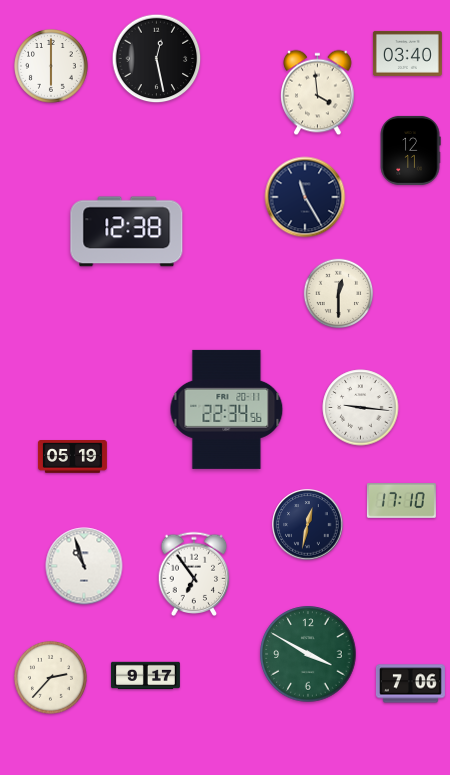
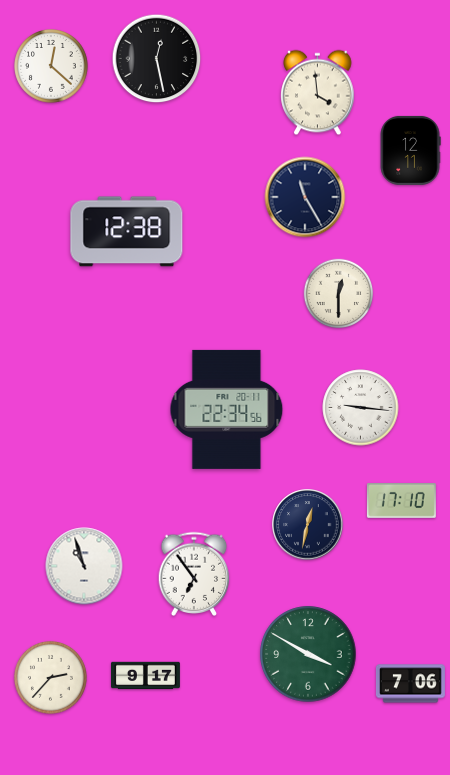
clock at (407, 53): 03:40 -> none
clock at (51, 66): 6:00 -> 12:22
clock at (72, 457): 05:19 -> none
